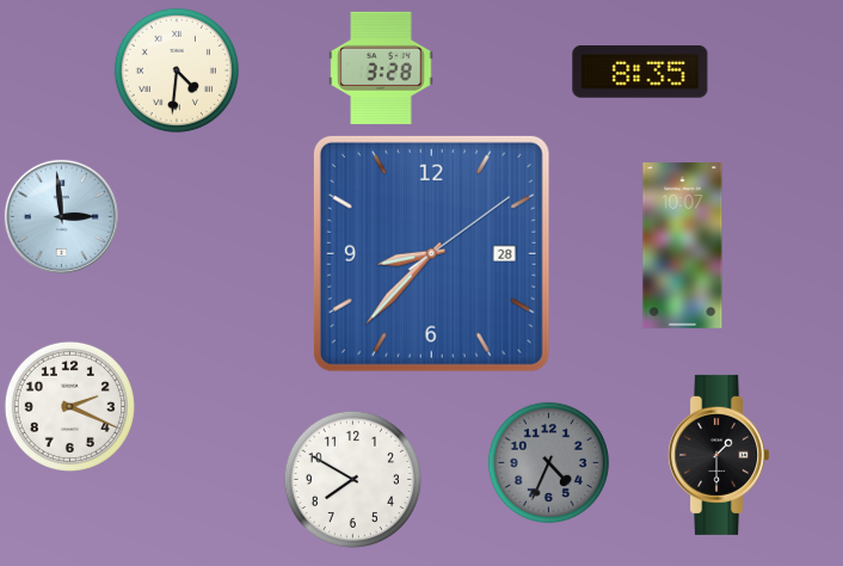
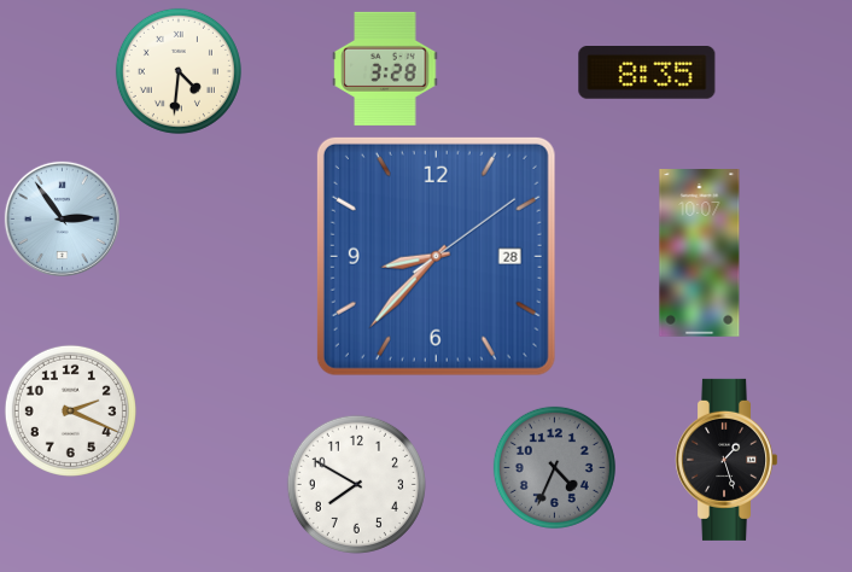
clock at (61, 216): 2:59 -> 2:54
clock at (683, 246) position: (683, 246) -> (700, 253)
clock at (719, 455): 1:30 -> 1:27
